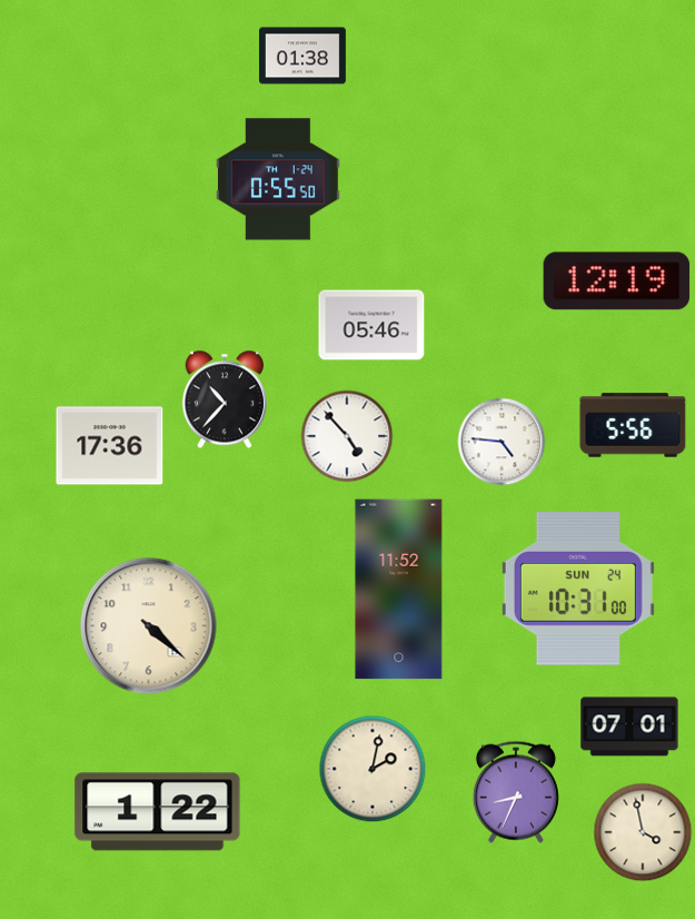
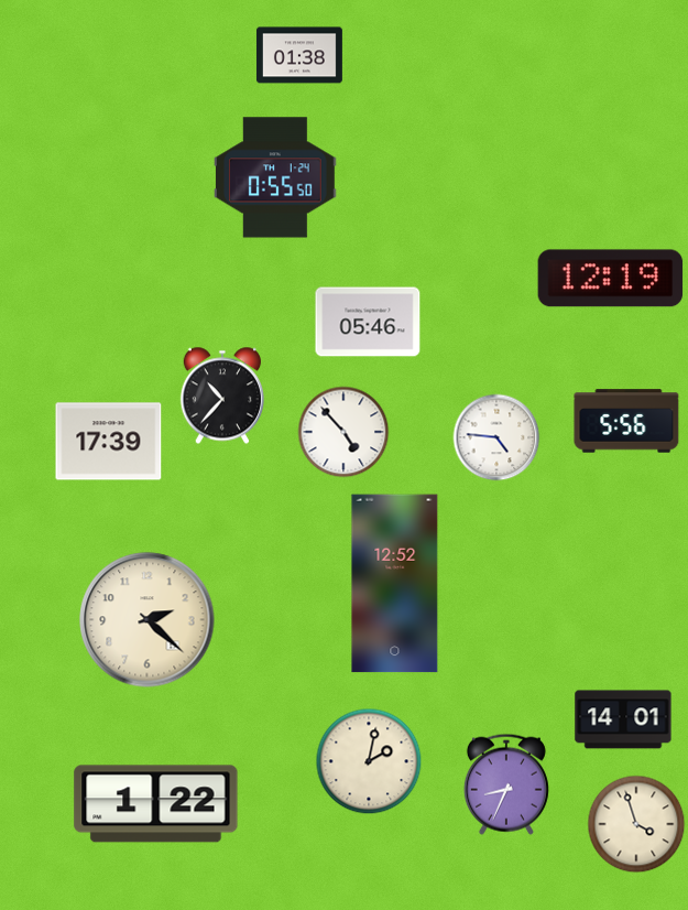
clock at (110, 446): 17:36 -> 17:39
clock at (399, 590): 11:52 -> 12:52
clock at (578, 590): 10:31 -> none
clock at (149, 626): 4:22 -> 2:22
clock at (629, 727): 07:01 -> 14:01
clock at (516, 792) position: (516, 792) -> (506, 784)
clock at (643, 832): 3:58 -> 3:57
